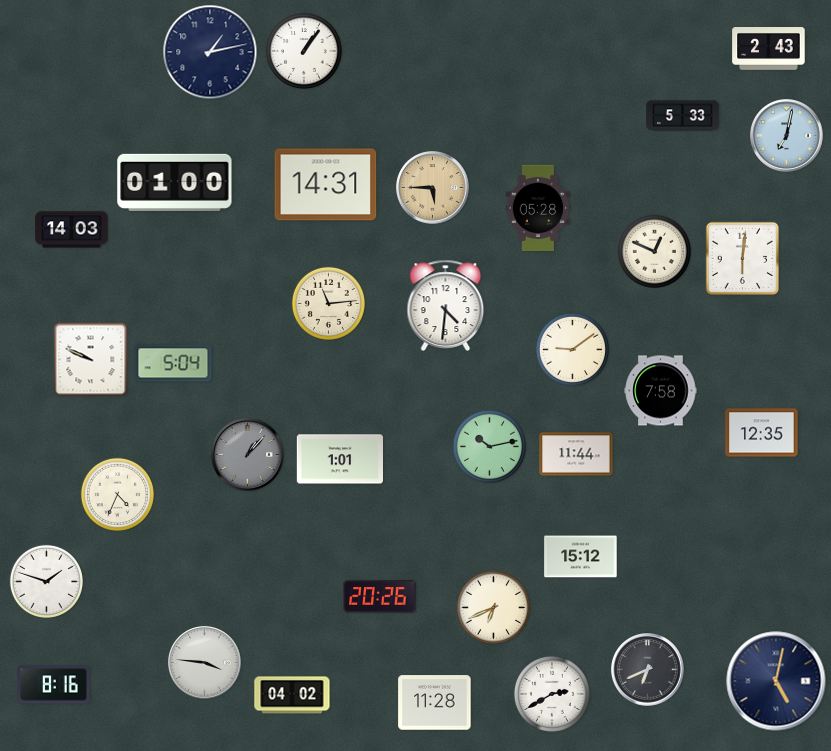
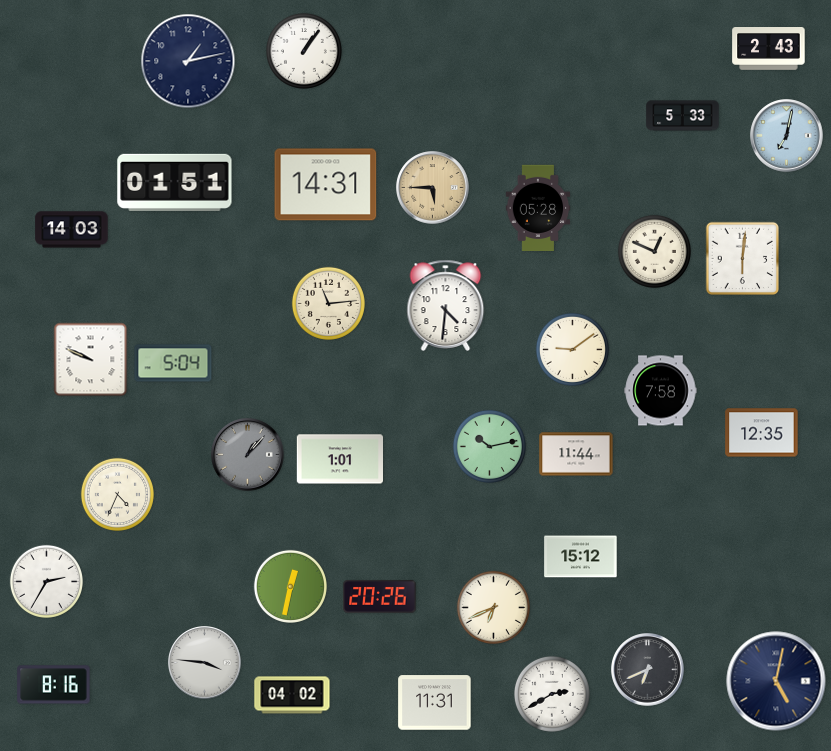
clock at (210, 52) position: (210, 52) -> (188, 61)
clock at (175, 182): 01:00 -> 01:51
clock at (46, 581): 1:48 -> 2:35
clock at (290, 586): none -> 12:32
clock at (435, 703): 11:28 -> 11:31
